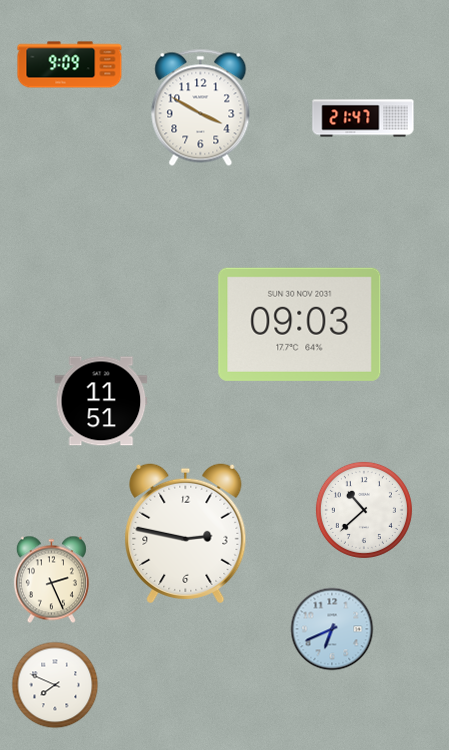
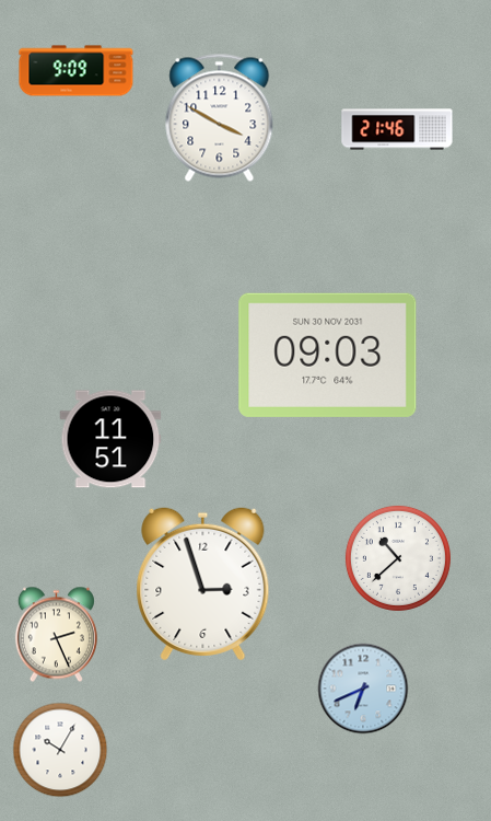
clock at (363, 118): 21:47 -> 21:46
clock at (186, 534): 2:47 -> 2:57
clock at (55, 685): 7:49 -> 10:05
